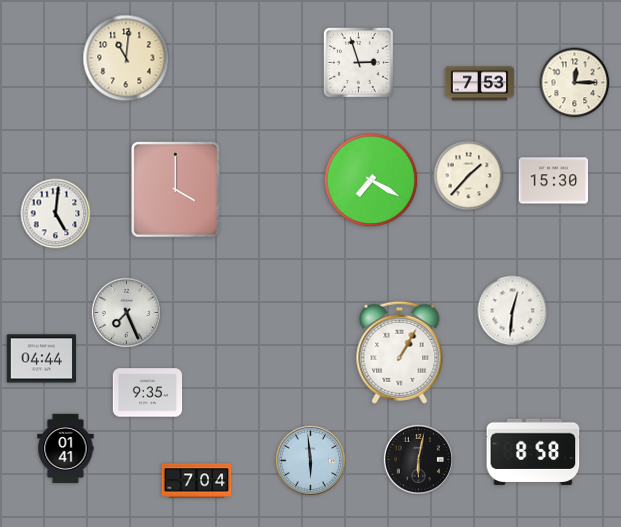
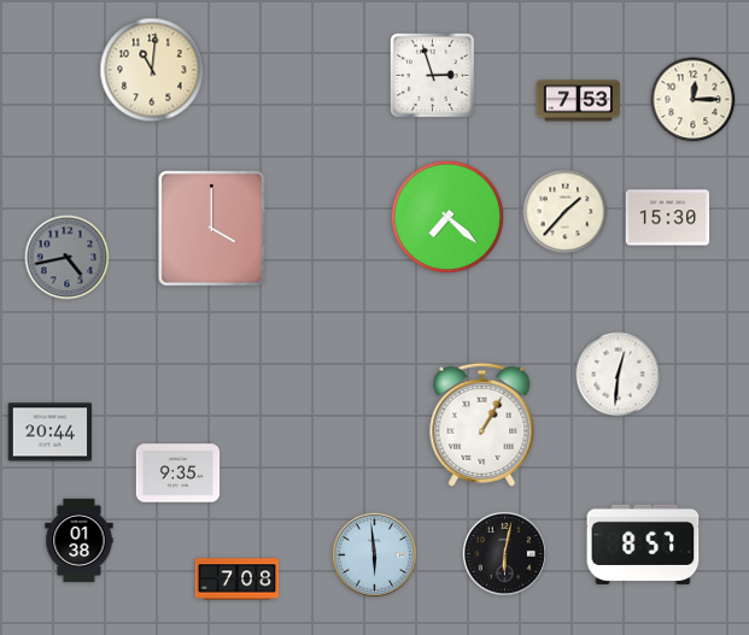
clock at (371, 180): 7:20 -> 7:22
clock at (56, 214): 5:01 -> 4:43
clock at (56, 214) dial: white -> grey
clock at (126, 312): 7:26 -> none
clock at (42, 359): 04:44 -> 20:44
clock at (66, 449): 01:41 -> 01:38
clock at (533, 452): 8:58 -> 8:57
clock at (197, 481): 7:04 -> 7:08
